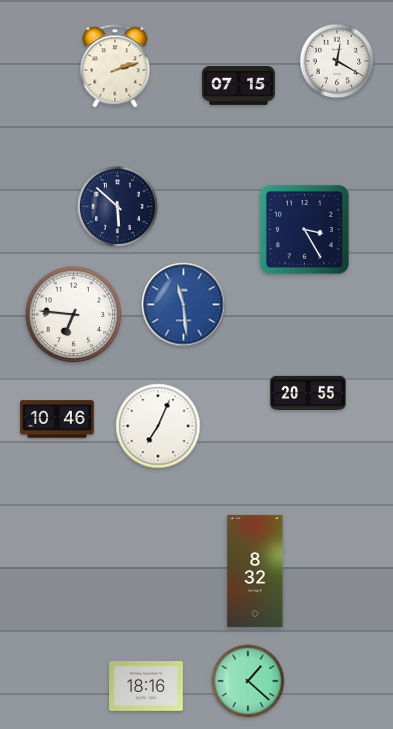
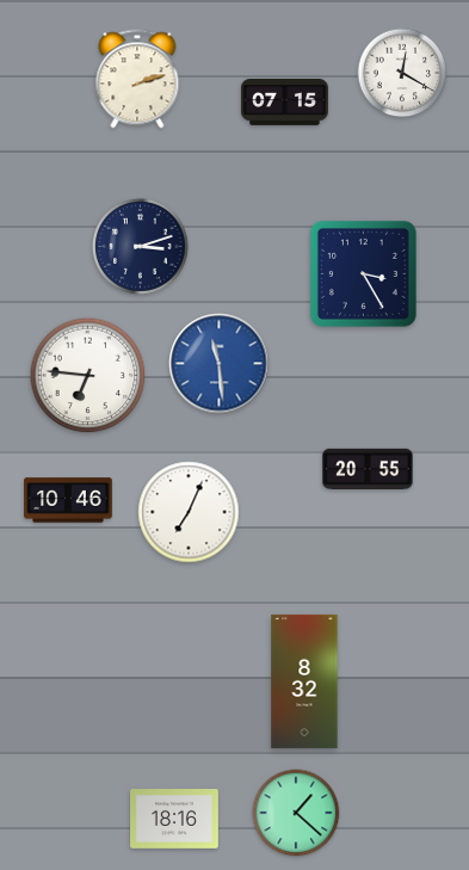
clock at (118, 207): 5:52 -> 3:12
clock at (158, 426) position: (158, 426) -> (189, 512)
